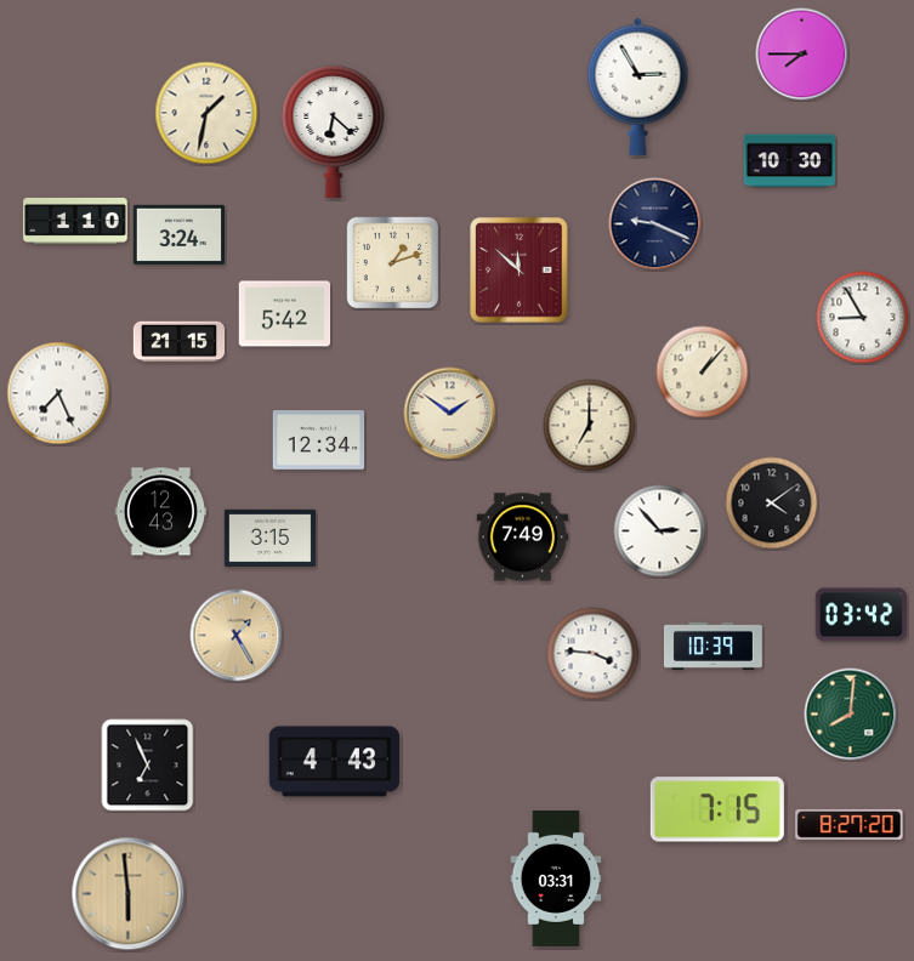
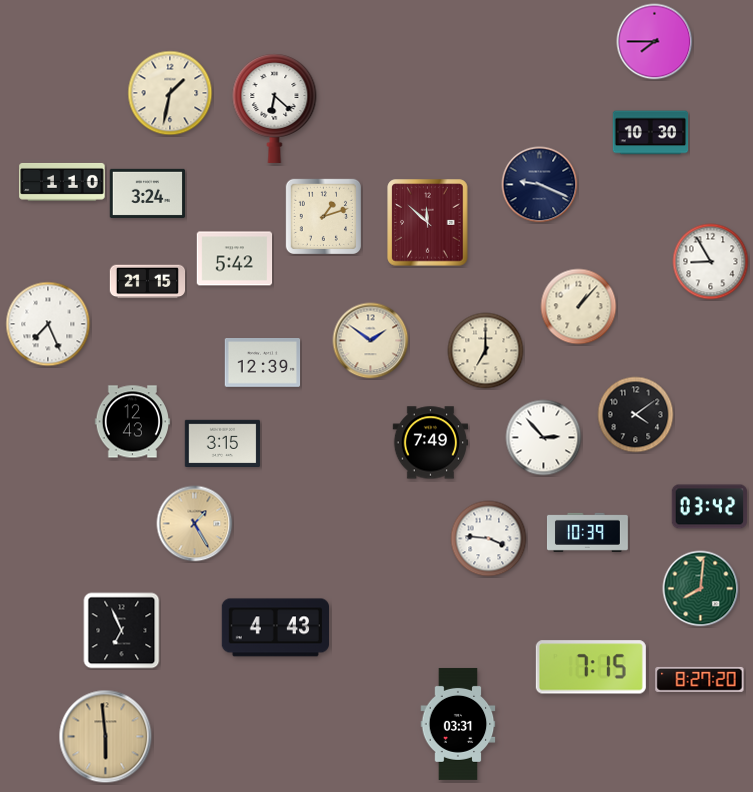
clock at (802, 55) position: (802, 55) -> (655, 42)
clock at (638, 86): 2:55 -> none
clock at (319, 440): 12:34 -> 12:39
